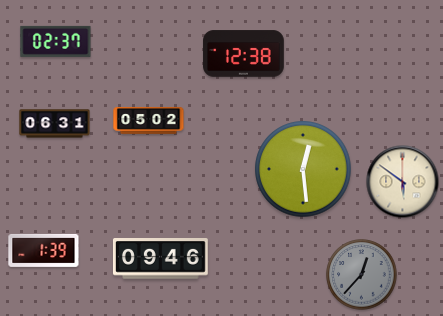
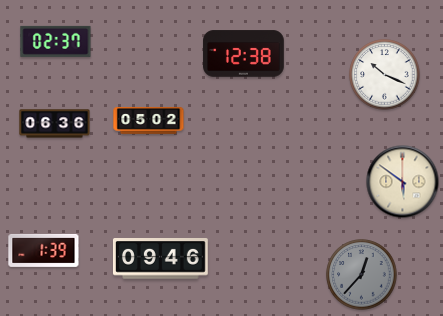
clock at (385, 75): none -> 10:19
clock at (55, 124): 06:31 -> 06:36
clock at (303, 169): 12:29 -> none
